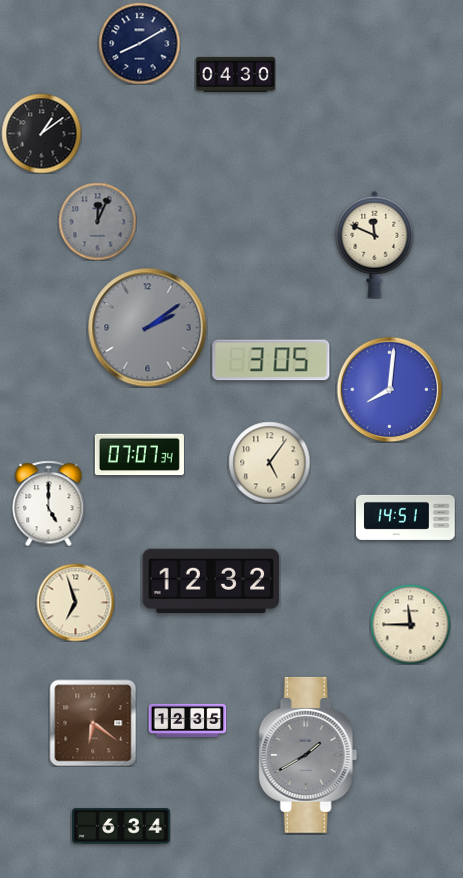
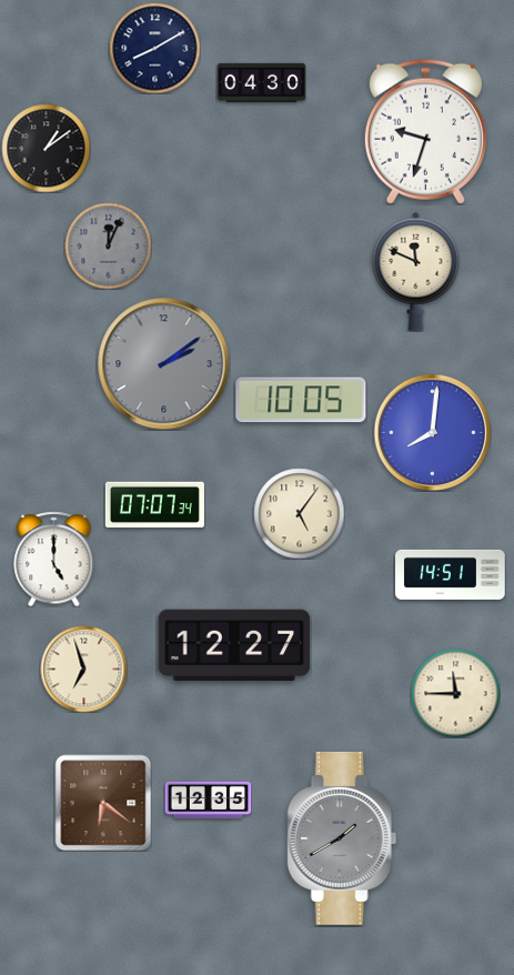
clock at (425, 131): none -> 9:33
clock at (271, 360): 3:05 -> 10:05
clock at (211, 580): 12:32 -> 12:27
clock at (121, 826): 6:34 -> none
